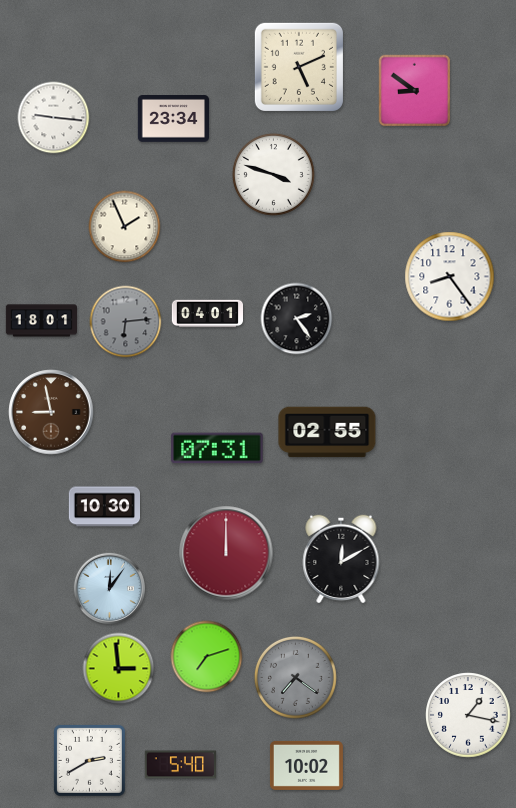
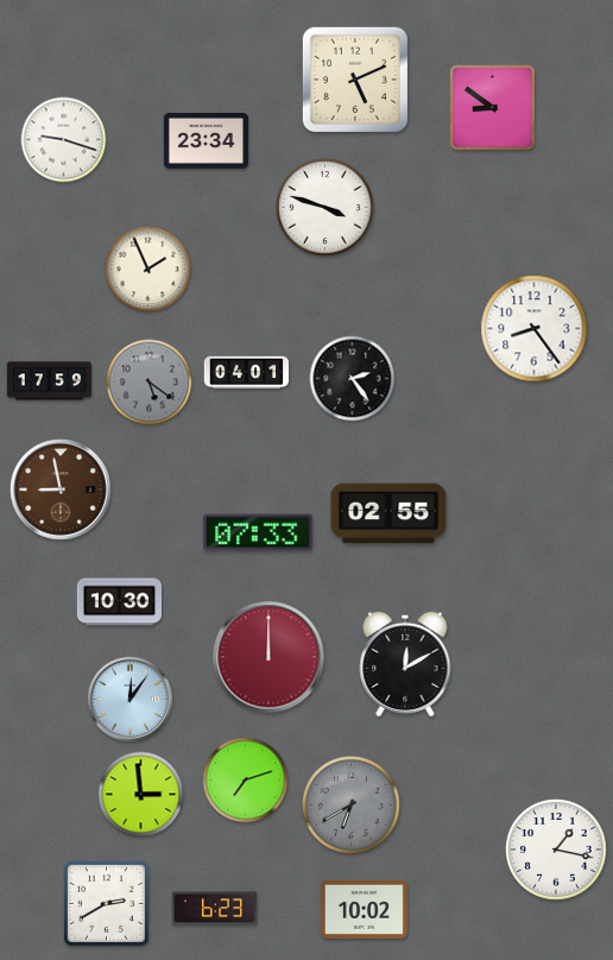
clock at (54, 118): 9:16 -> 9:18
clock at (41, 321): 18:01 -> 17:59
clock at (126, 322): 6:14 -> 5:21
clock at (217, 448): 07:31 -> 07:33
clock at (104, 507) position: (104, 507) -> (119, 602)
clock at (295, 677): 7:21 -> 6:40
clock at (180, 765): 5:40 -> 6:23
